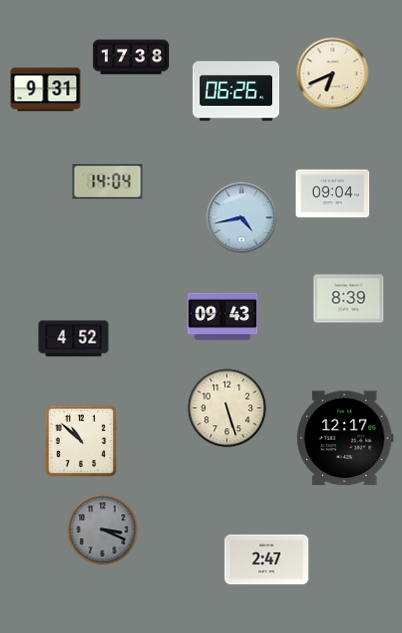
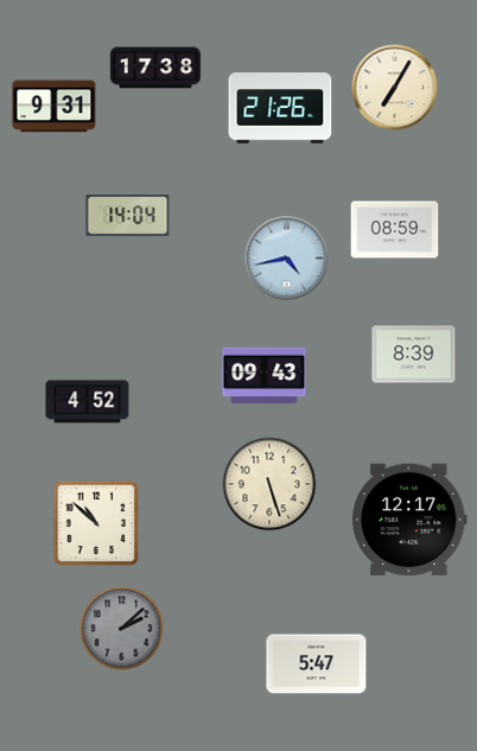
clock at (333, 74): 6:41 -> 7:05
clock at (236, 91): 06:26 -> 21:26
clock at (333, 194): 09:04 -> 08:59
clock at (103, 530): 3:19 -> 2:08
clock at (267, 560): 2:47 -> 5:47
